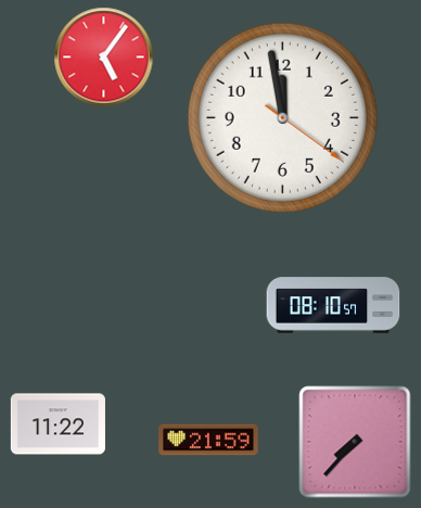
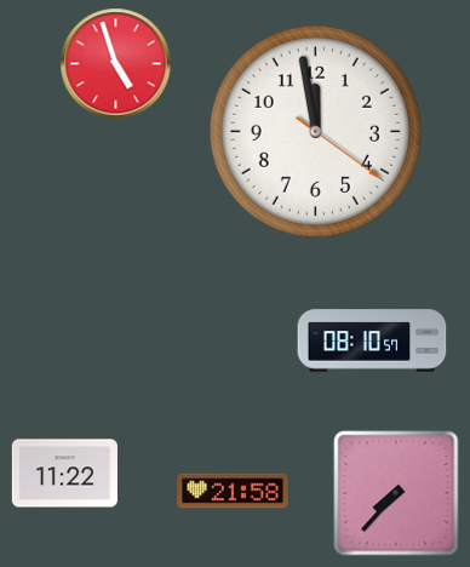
clock at (104, 58): 5:06 -> 4:57
clock at (208, 440): 21:59 -> 21:58
